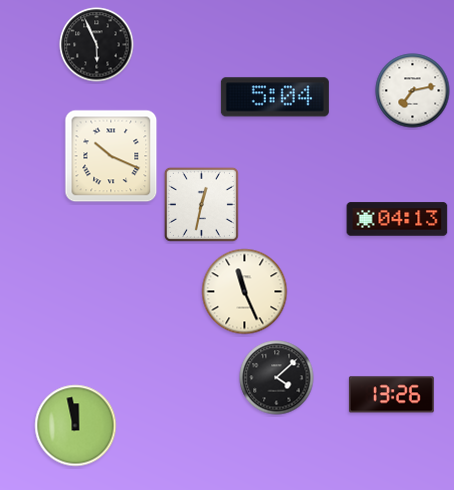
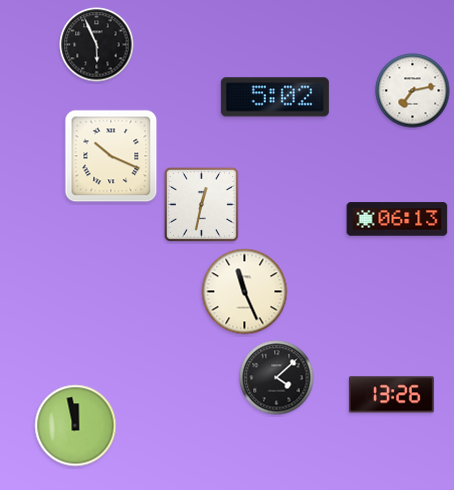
clock at (275, 97): 5:04 -> 5:02
clock at (397, 219): 04:13 -> 06:13
